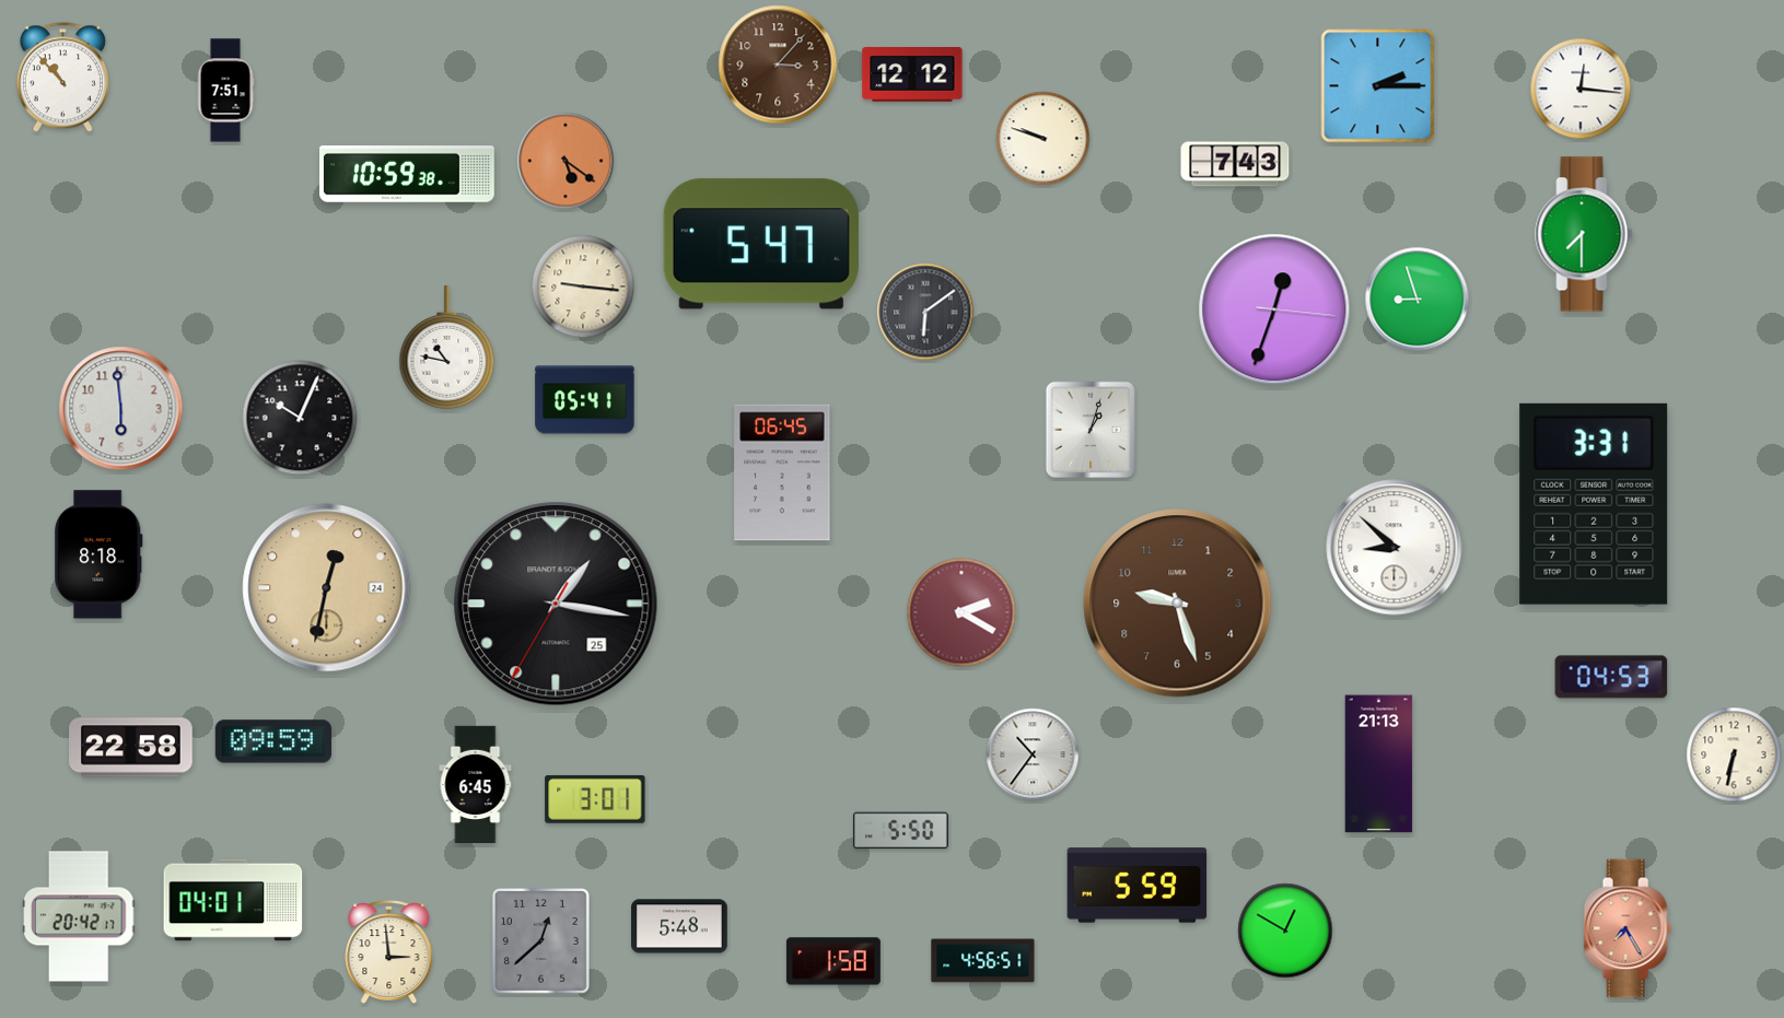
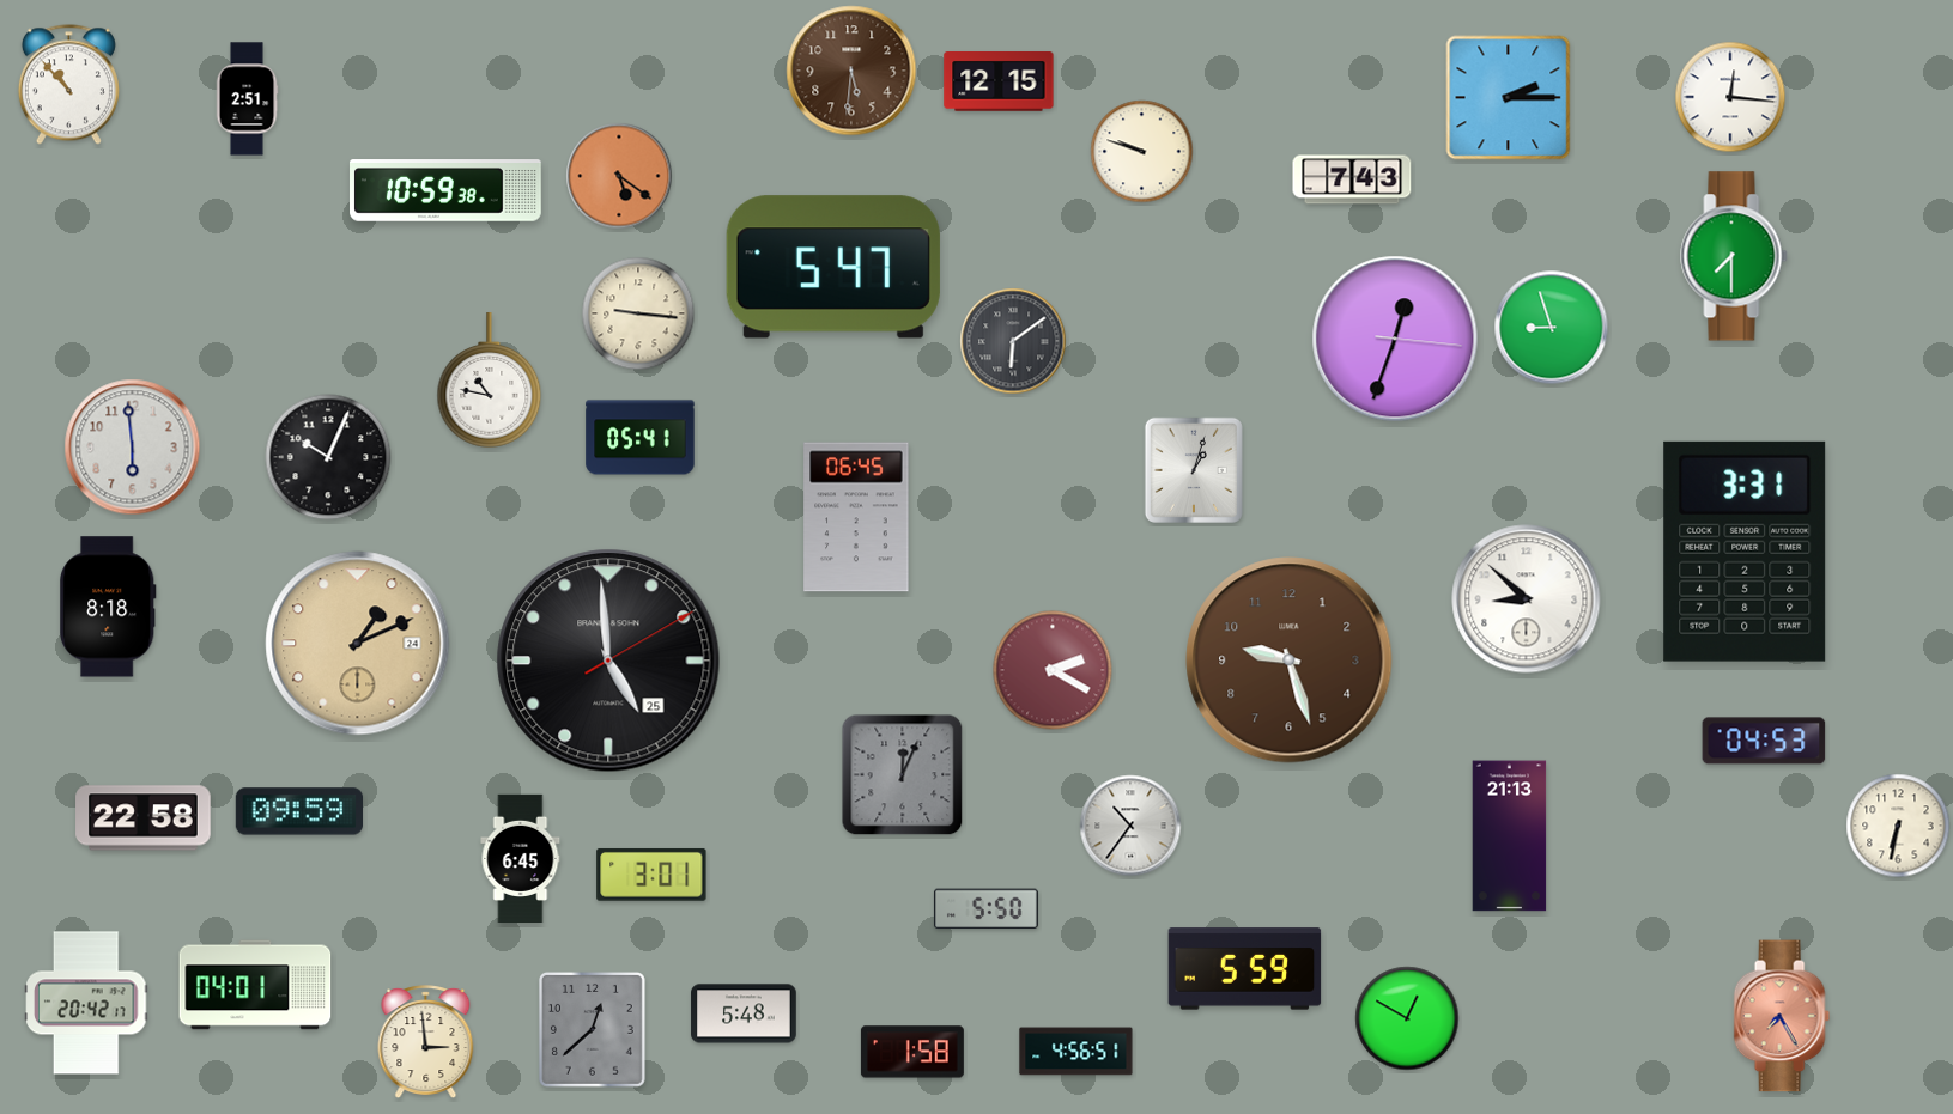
clock at (778, 65): 3:07 -> 5:31
clock at (912, 74): 12:12 -> 12:15
clock at (1378, 86) position: (1378, 86) -> (1509, 98)
clock at (225, 91): 7:51 -> 2:51
clock at (327, 588): 12:32 -> 1:11
clock at (556, 604): 1:16 -> 4:59
clock at (903, 775): none -> 12:04
